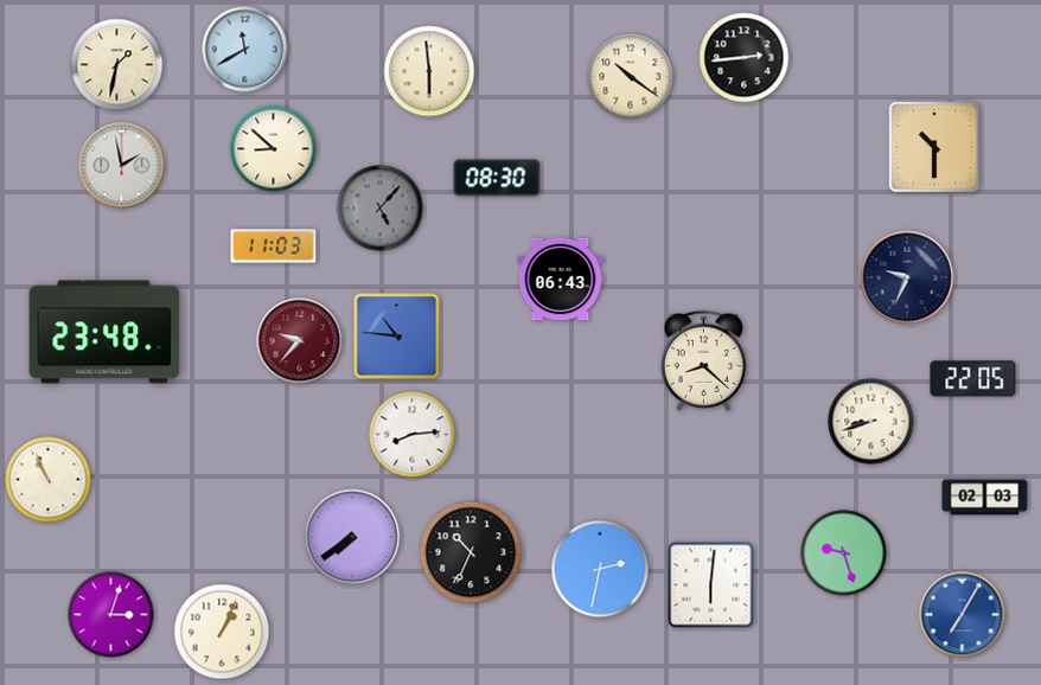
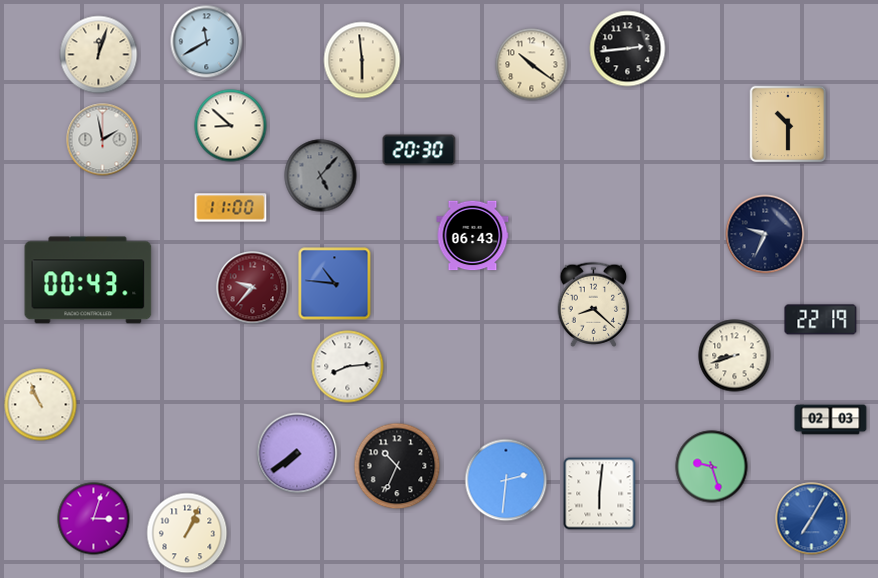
clock at (117, 65): 1:32 -> 12:03
clock at (497, 178): 08:30 -> 20:30
clock at (274, 247): 11:03 -> 11:00
clock at (104, 332): 23:48 -> 00:43
clock at (973, 379): 22:05 -> 22:19
clock at (600, 569): 2:32 -> 2:31
